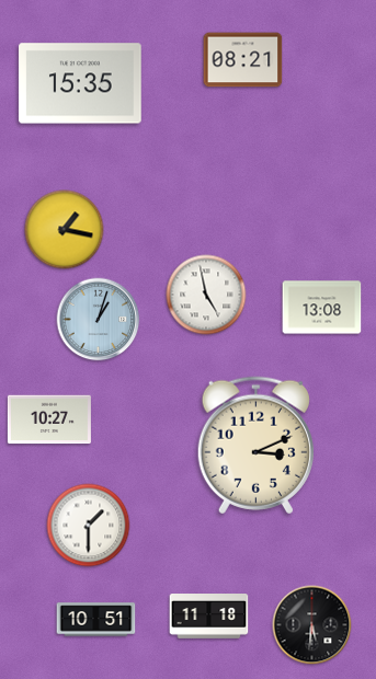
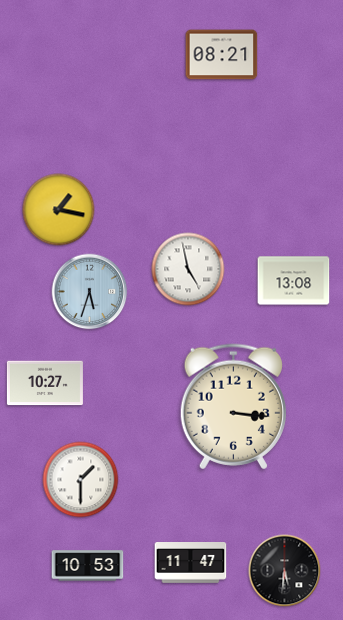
clock at (81, 83): 15:35 -> none
clock at (99, 320): 1:03 -> 5:33
clock at (255, 446): 3:11 -> 3:16
clock at (209, 617): 11:18 -> 11:47
clock at (96, 620): 10:51 -> 10:53
